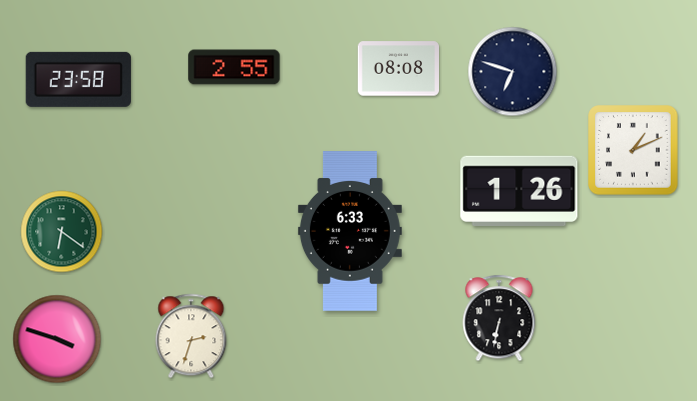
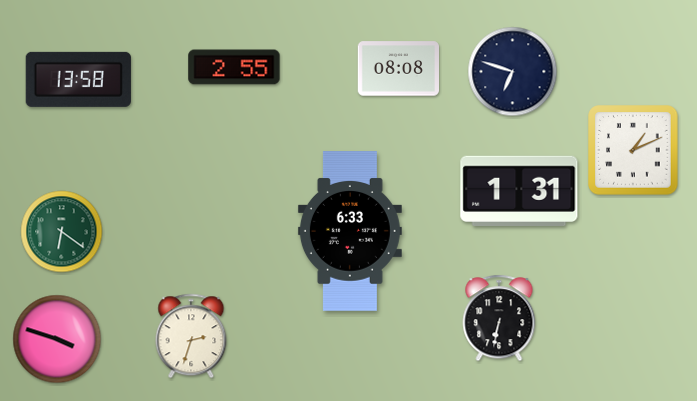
clock at (78, 79): 23:58 -> 13:58
clock at (519, 190): 1:26 -> 1:31
